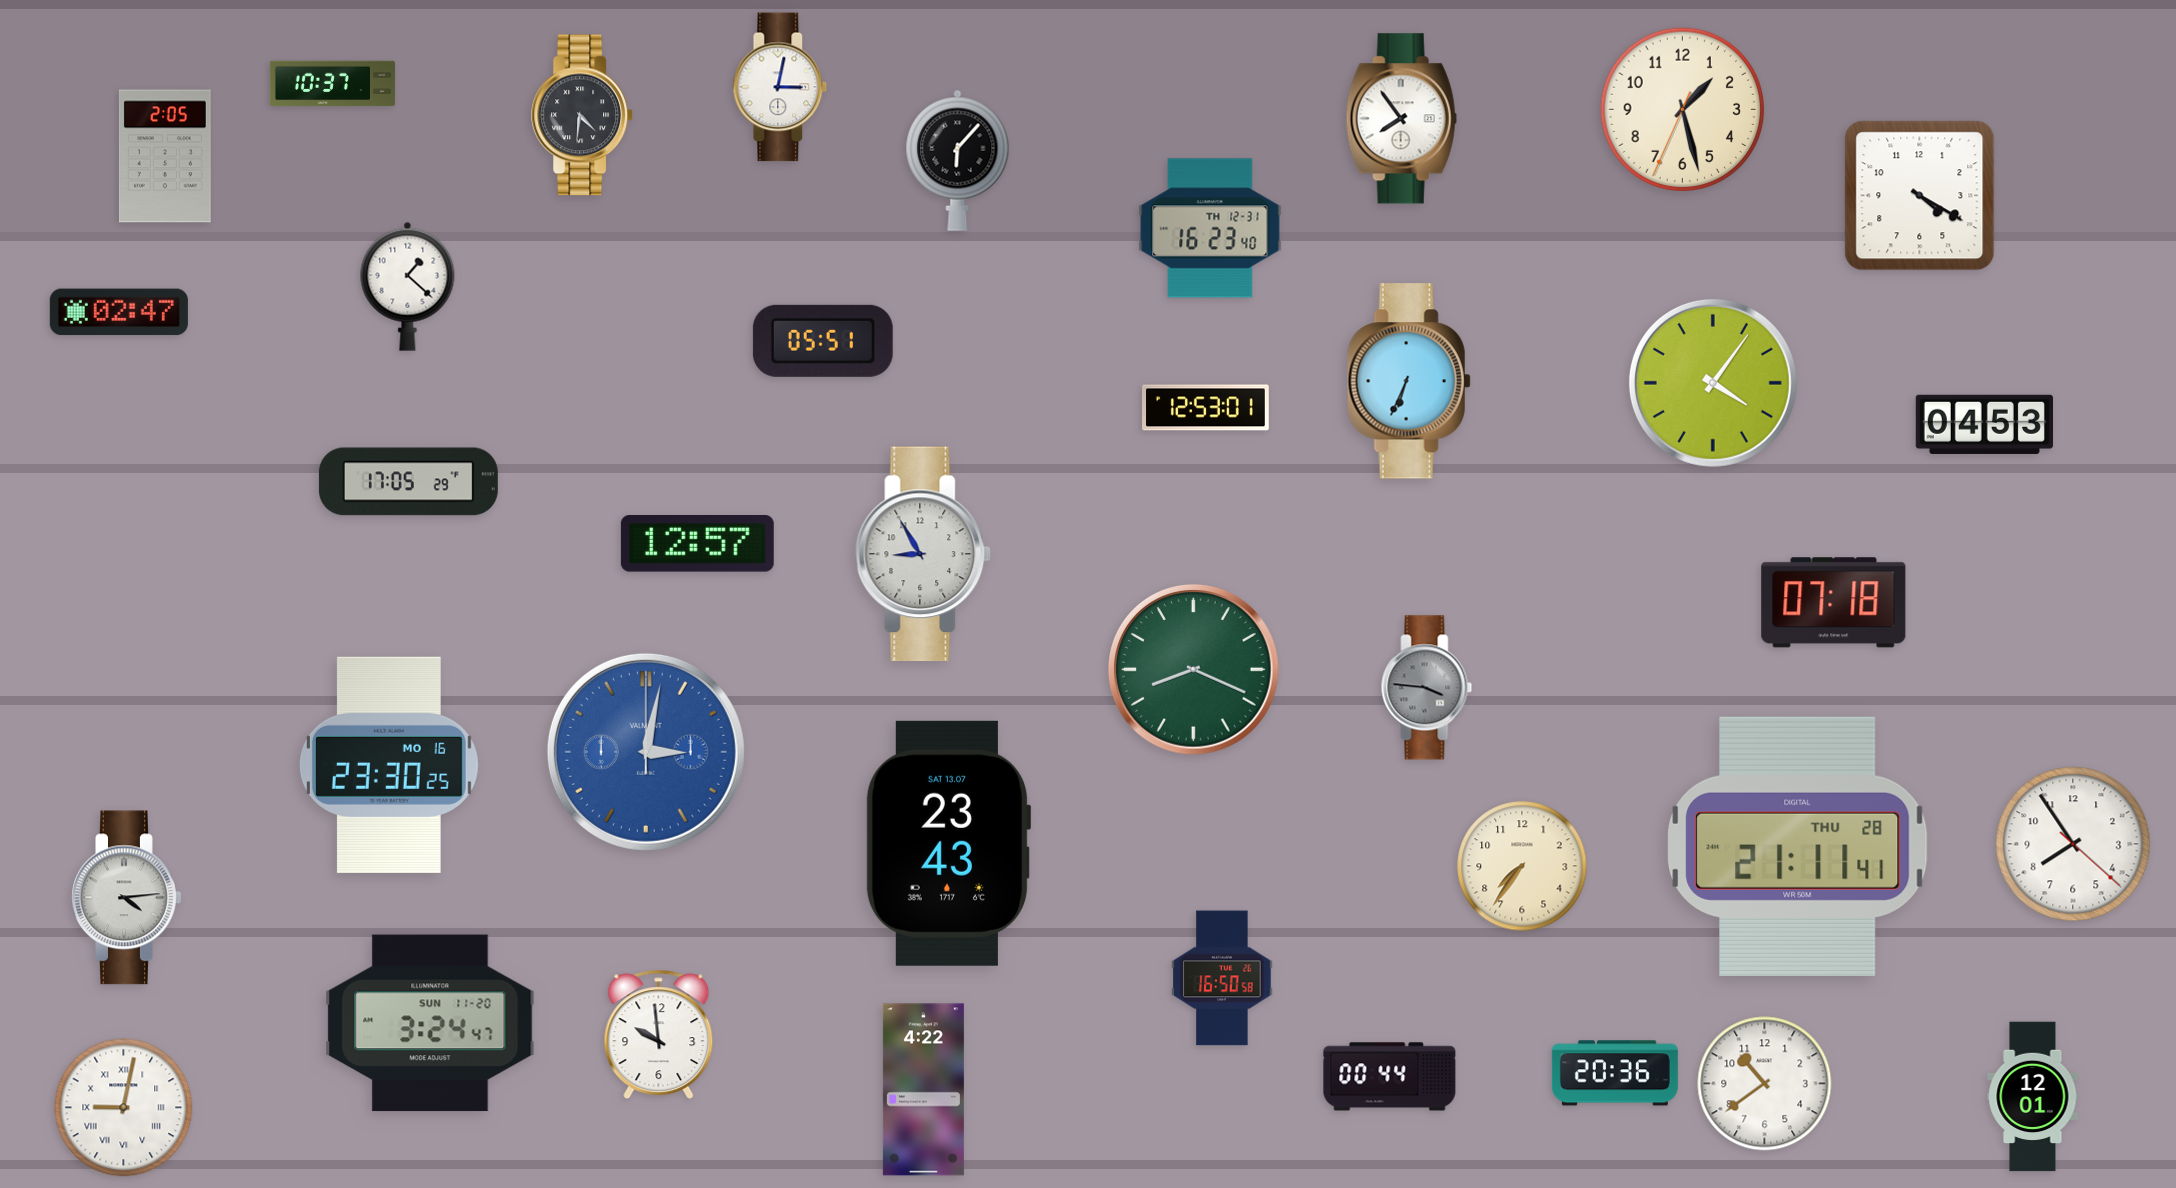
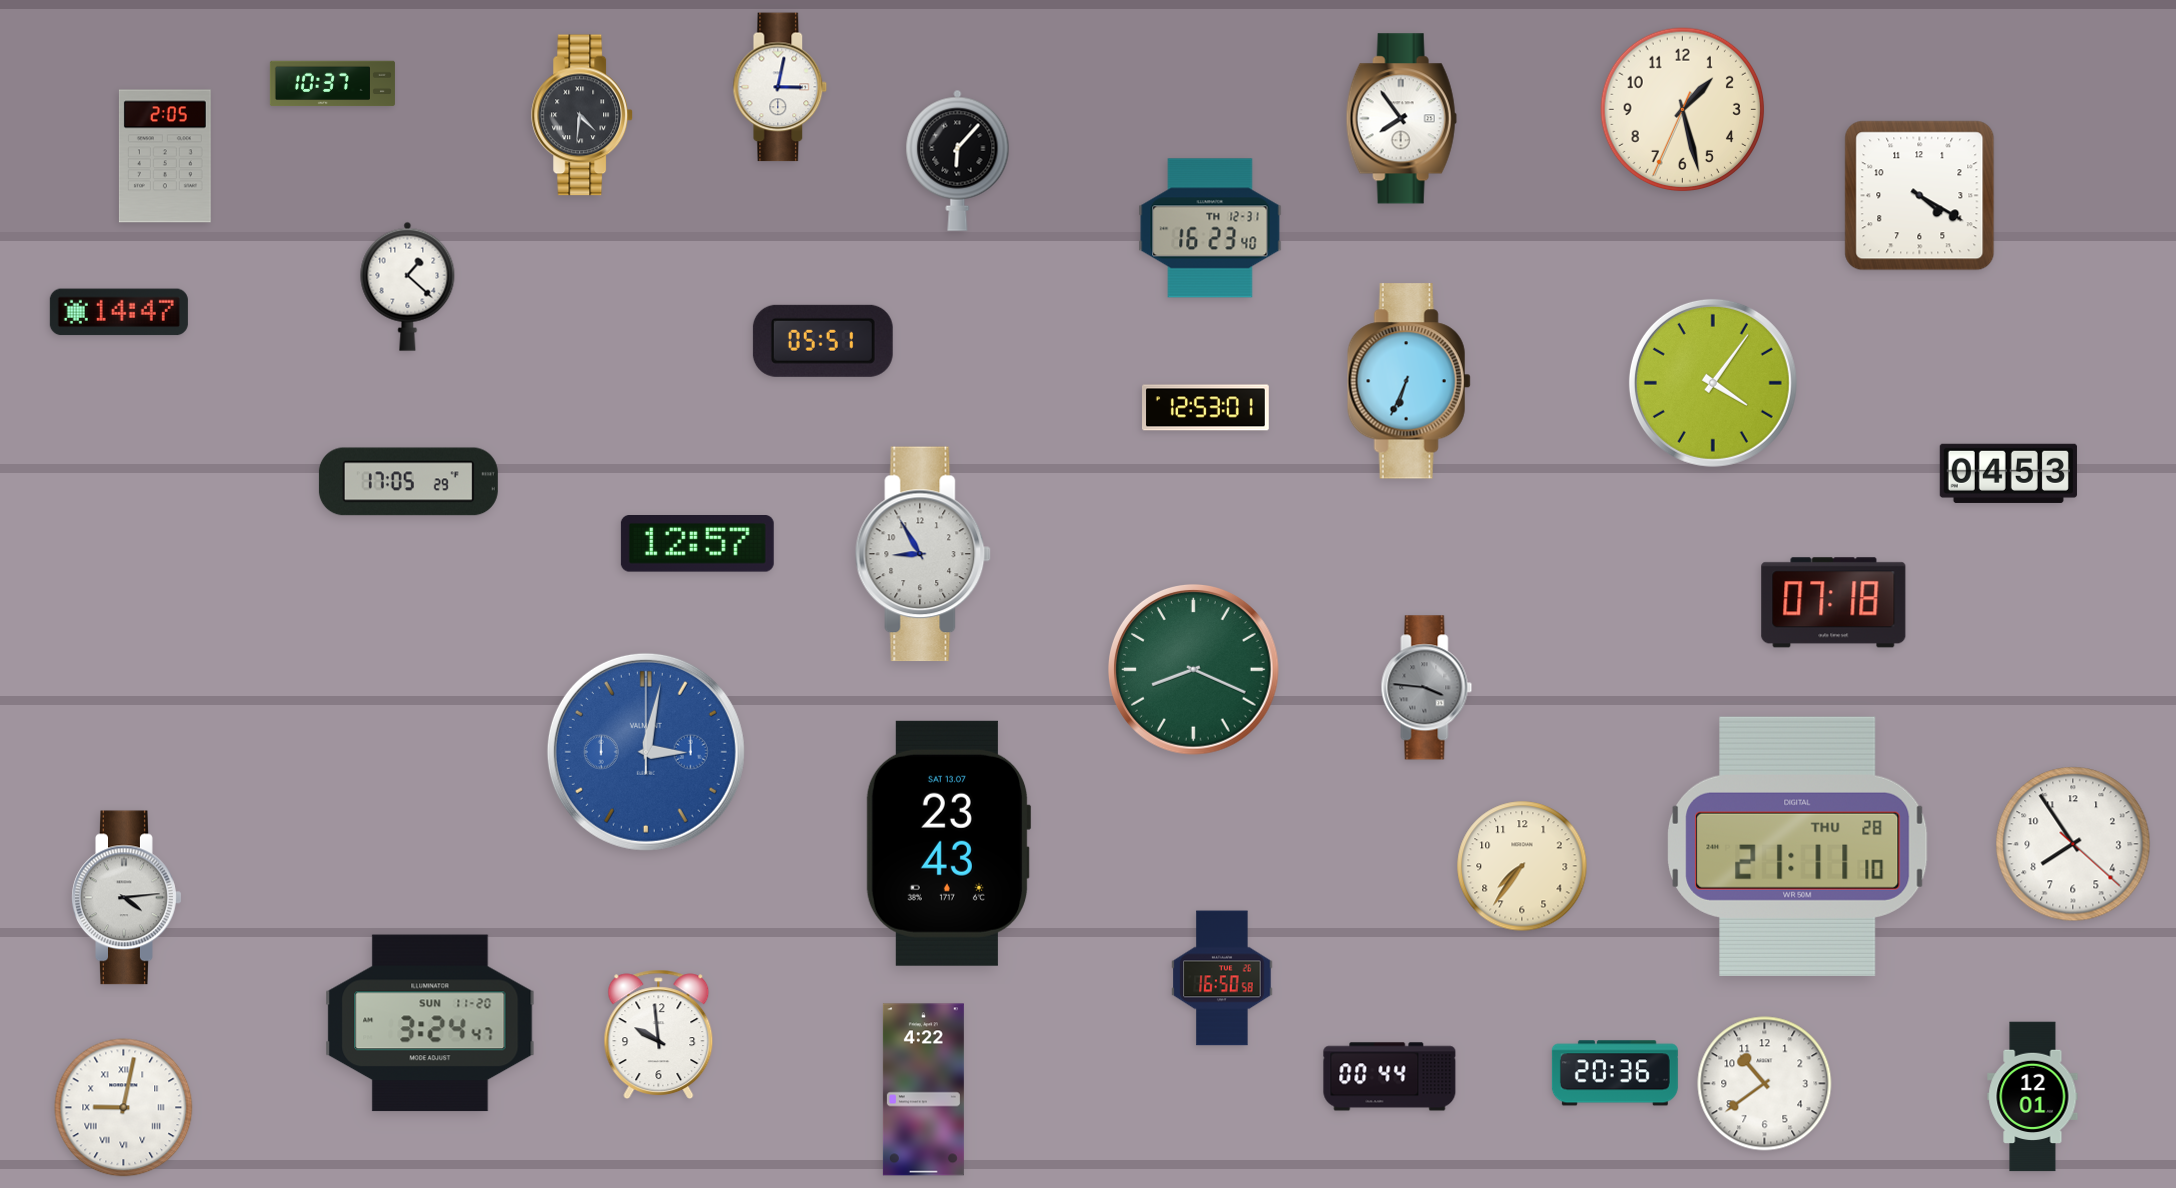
clock at (119, 312): 02:47 -> 14:47
clock at (1984, 424) position: (1984, 424) -> (2008, 473)
clock at (389, 765): 23:30 -> none
clock at (1798, 846): 21:11:41 -> 21:11:10
